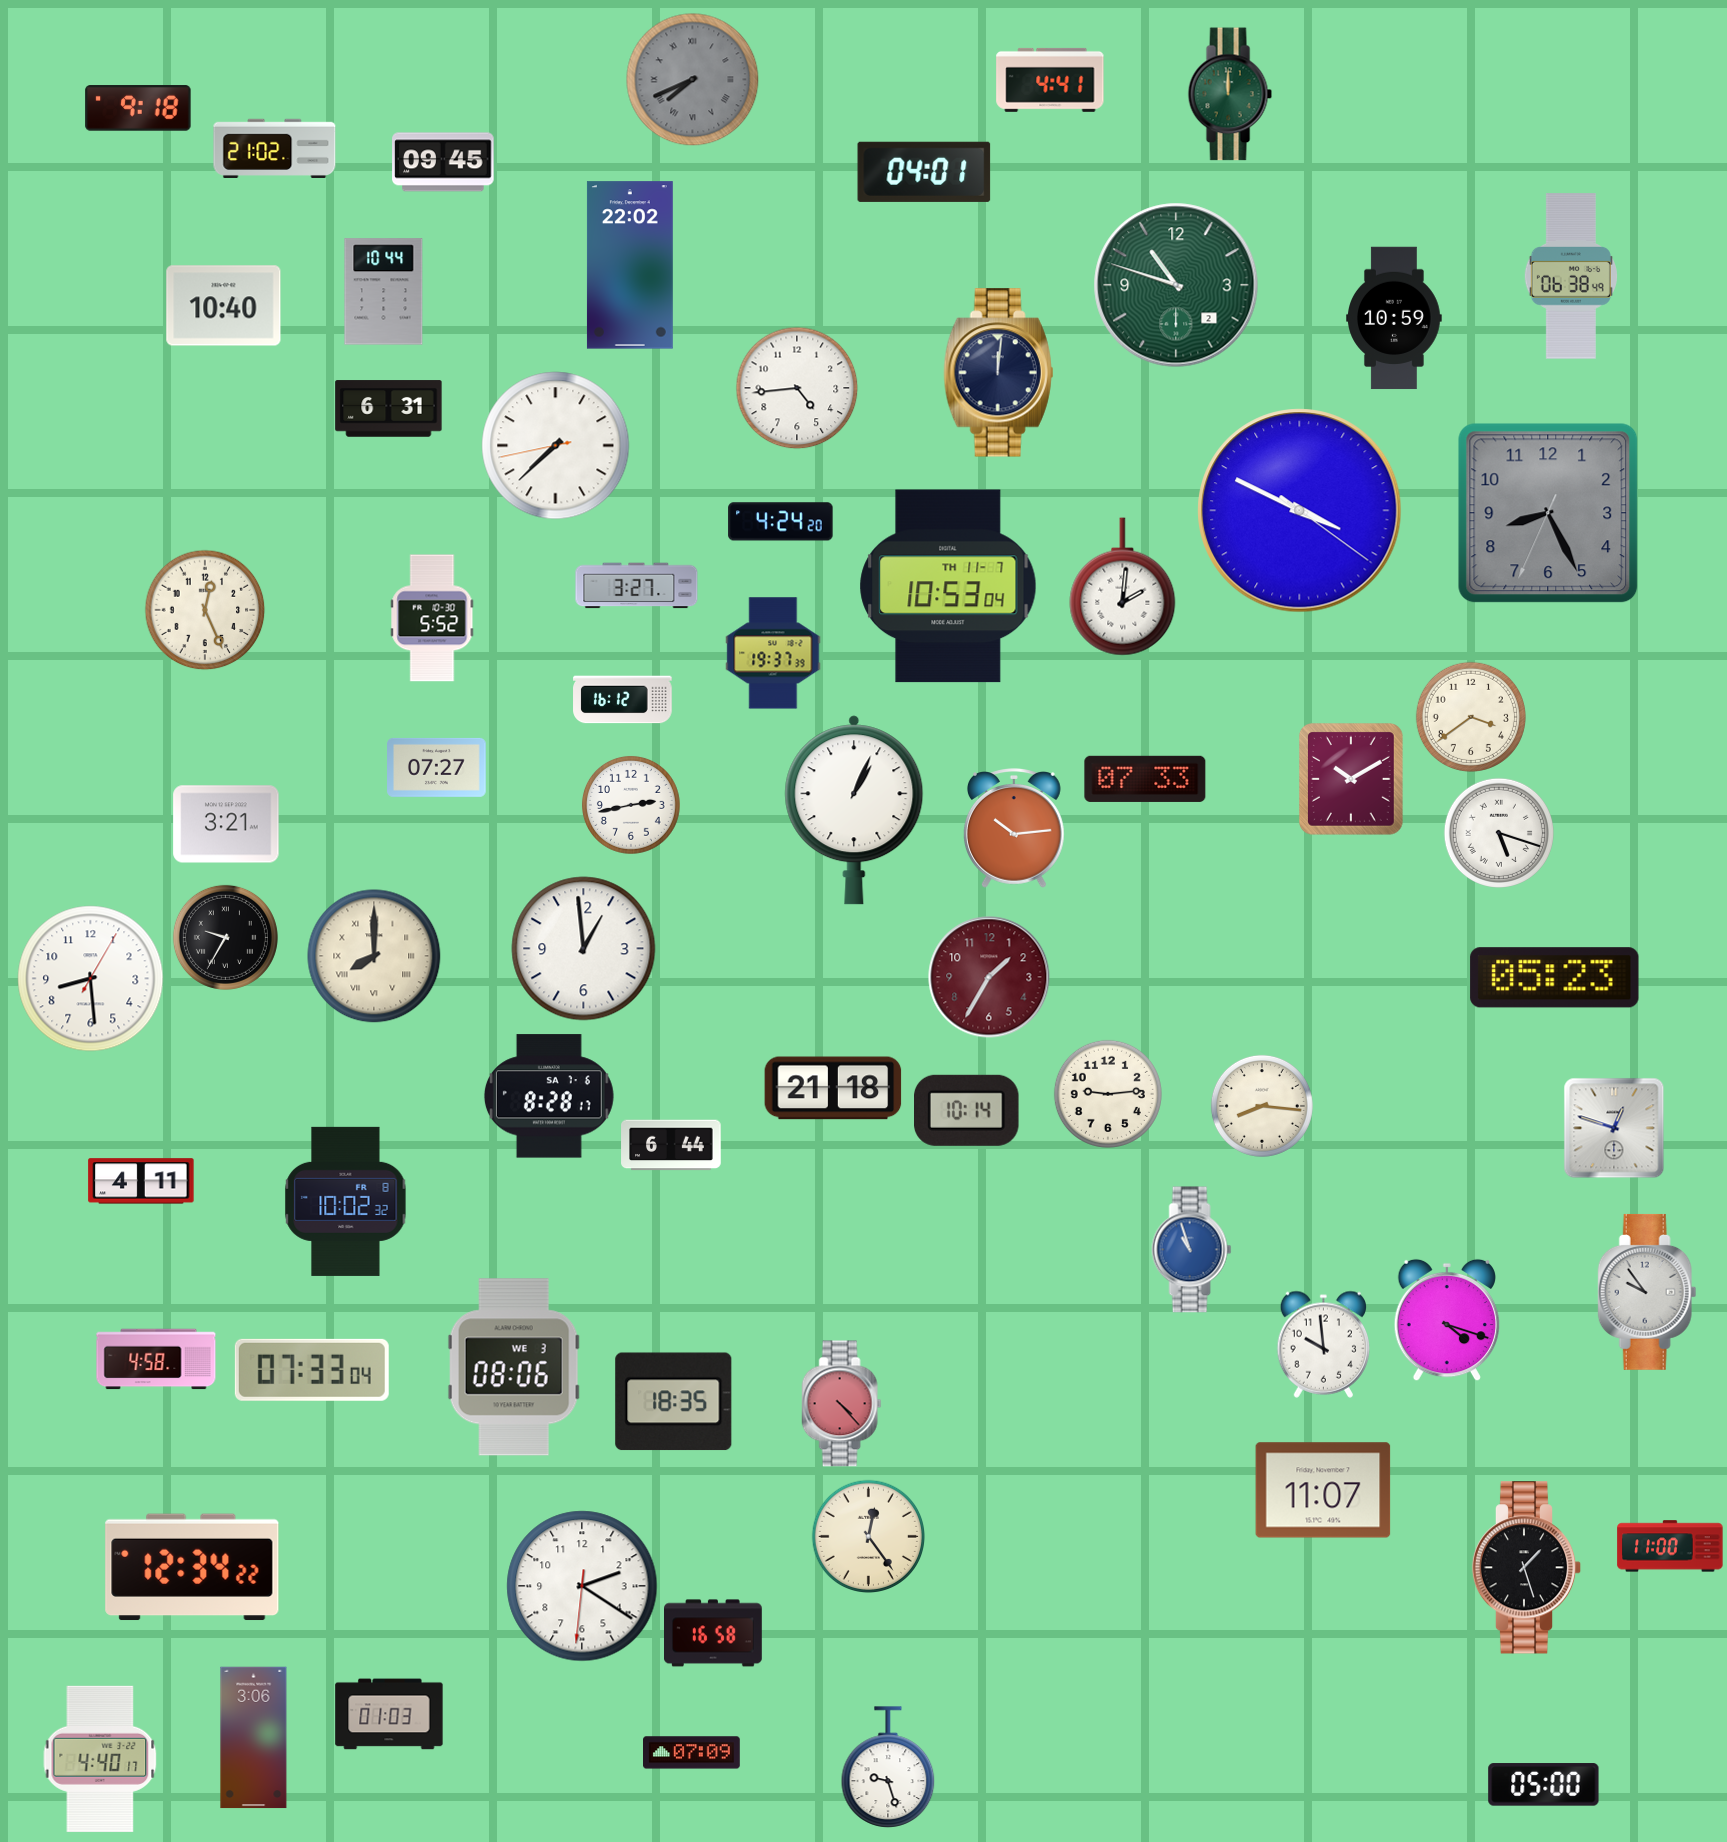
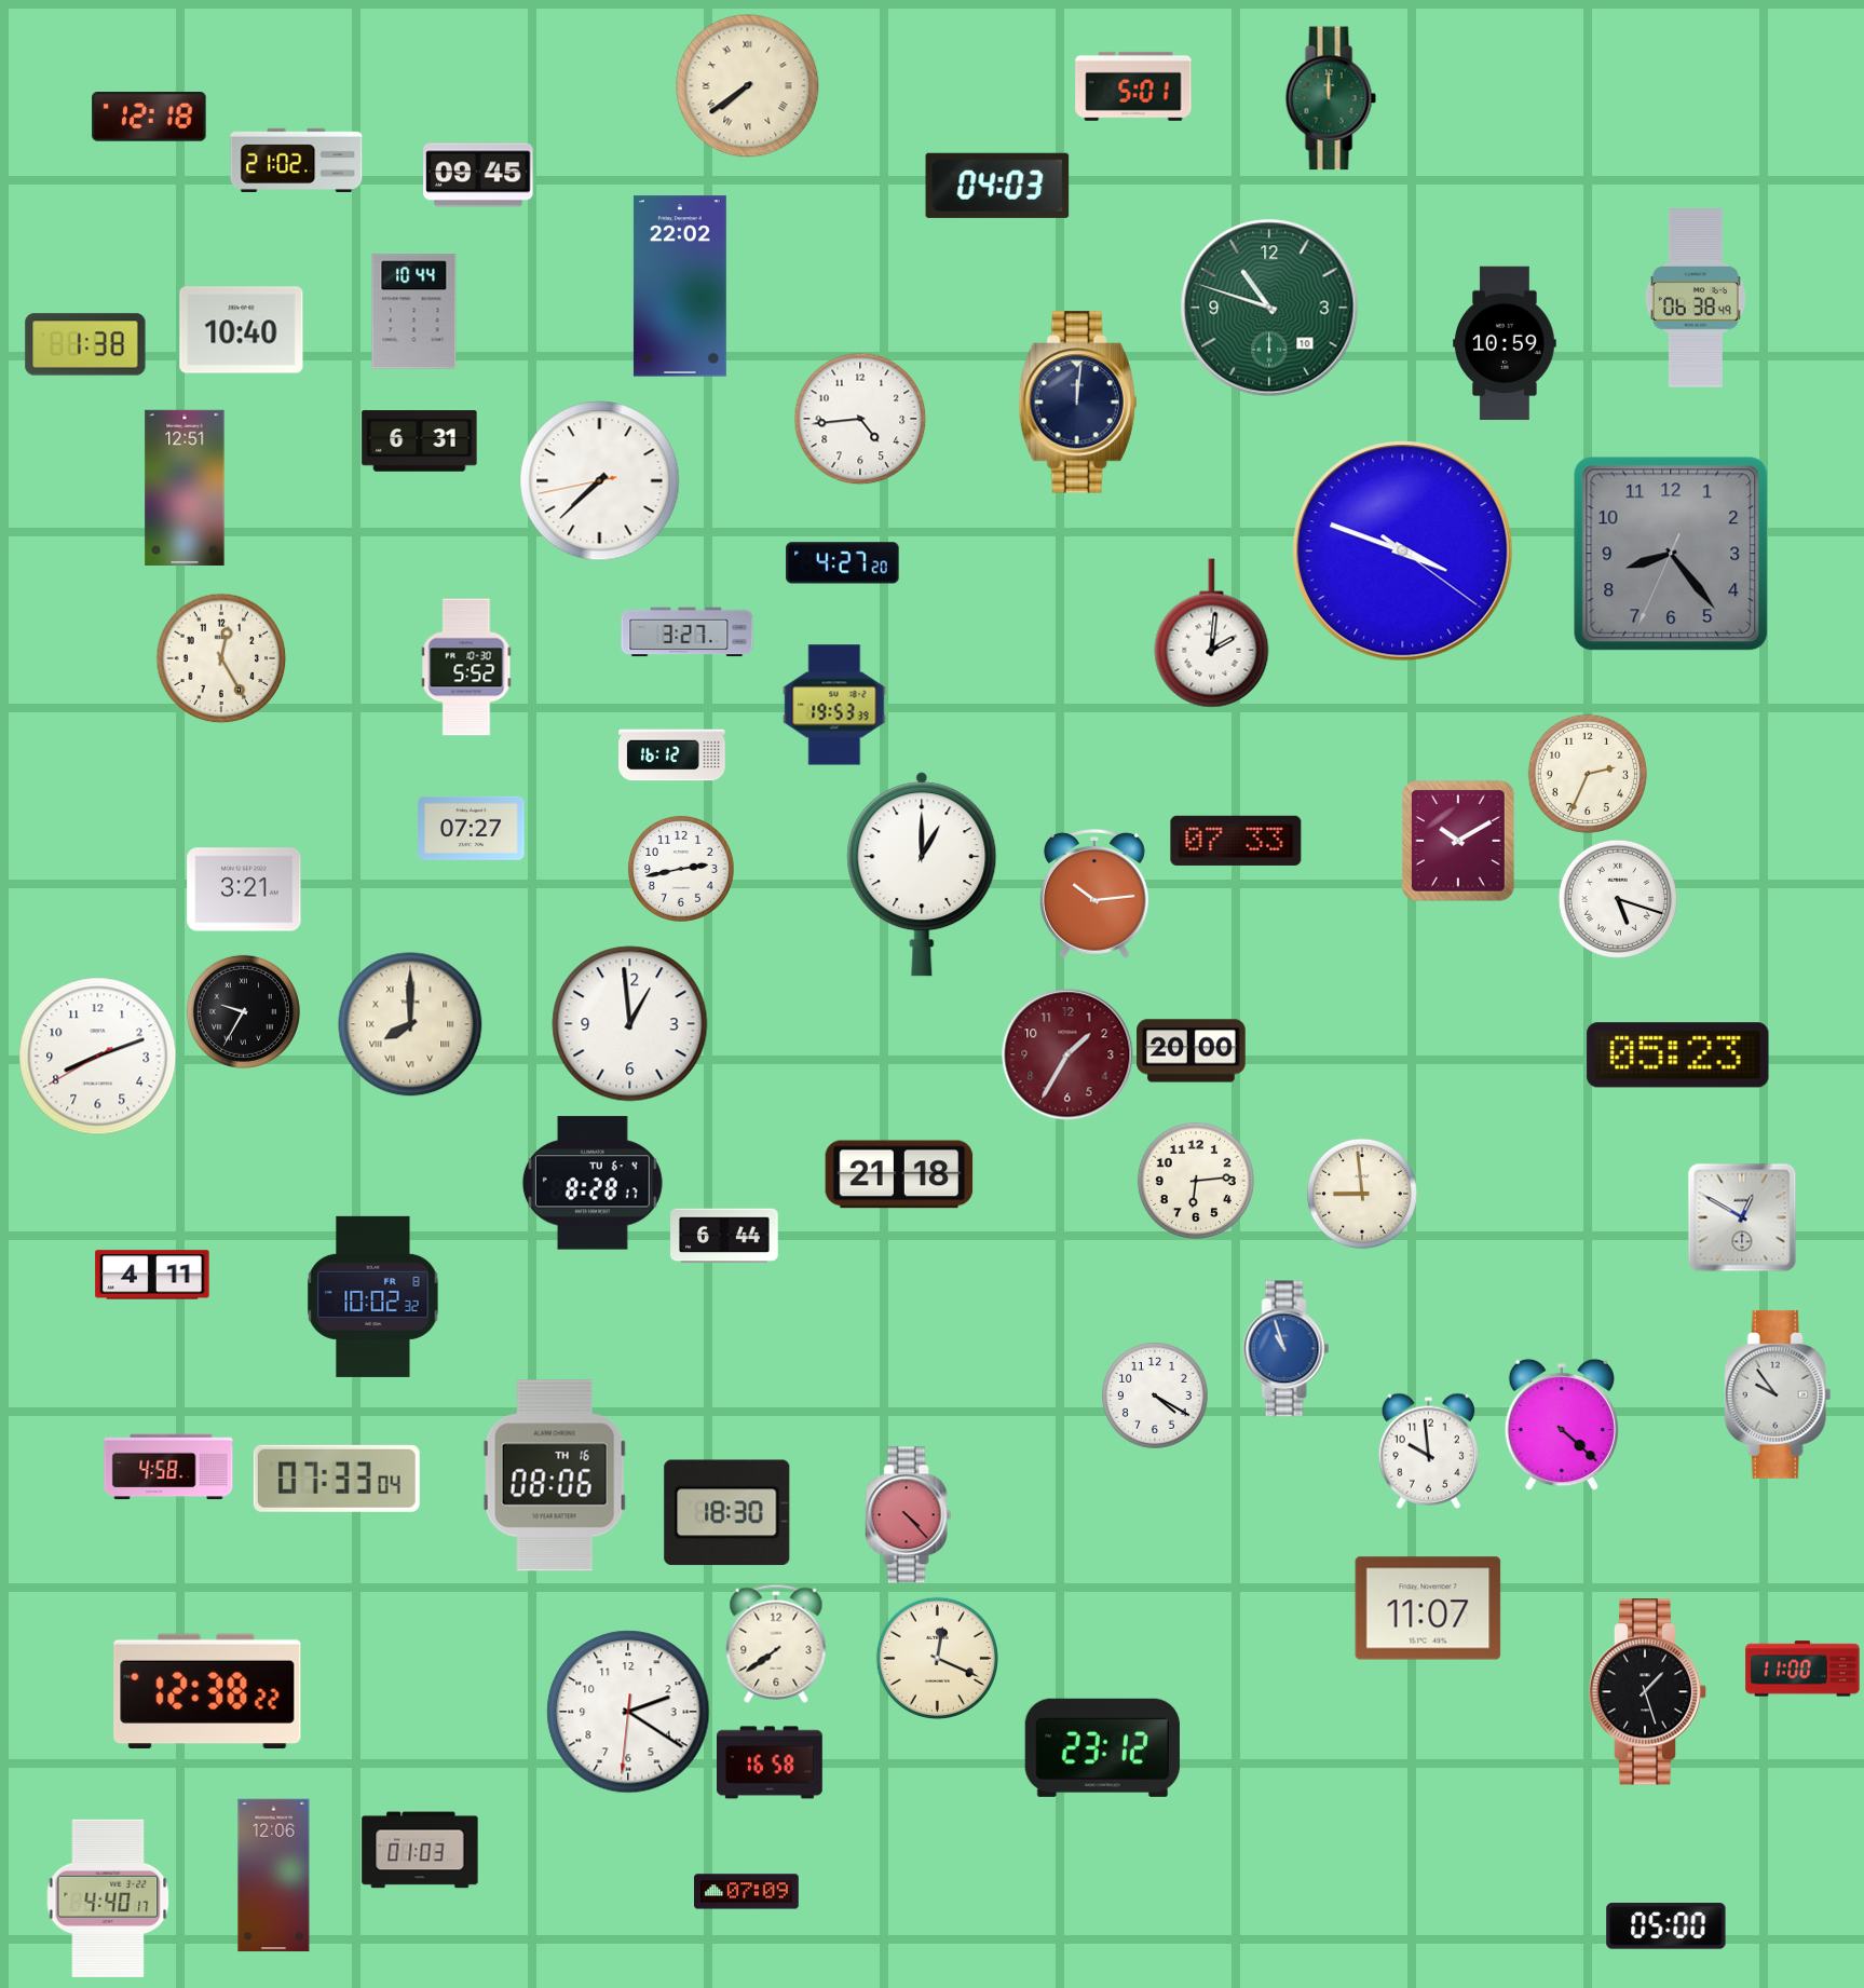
clock at (693, 80): 7:41 -> 7:39
clock at (693, 80) dial: grey -> cream
clock at (1050, 80): 4:41 -> 5:01
clock at (1230, 94) position: (1230, 94) -> (1331, 98)
clock at (138, 108): 9:18 -> 12:18
clock at (924, 172): 04:01 -> 04:03
clock at (1176, 285) date: 2 -> 10
clock at (384, 292) position: (384, 292) -> (414, 312)
clock at (85, 344): none -> 1:38
clock at (185, 487): none -> 12:51
clock at (1300, 511): 3:49 -> 3:48
clock at (1548, 513): 8:25 -> 8:23
clock at (781, 522): 4:24 -> 4:27
clock at (948, 586): 10:53 -> none
clock at (205, 610): 12:26 -> 12:25
clock at (773, 653): 19:37 -> 19:53
clock at (1471, 717): 3:39 -> 2:34
clock at (854, 810): 1:04 -> 1:00
clock at (374, 956) position: (374, 956) -> (410, 1024)
clock at (1192, 1051): none -> 20:00
clock at (91, 979): 8:29 -> 8:11
clock at (1108, 1094): 9:14 -> 6:14
clock at (549, 1096) date: SA 7-6 -> TU 6-4
clock at (1262, 1106): 8:16 -> 8:59
clock at (967, 1110): 10:14 -> none
clock at (1614, 1128): 12:48 -> 12:50
clock at (1155, 1395): none -> 4:20
clock at (1446, 1320): 4:18 -> 4:22
clock at (514, 1367) date: WE 3 -> TH 16
clock at (674, 1402): 18:35 -> 18:30
clock at (776, 1644): none -> 7:39
clock at (868, 1536): 12:24 -> 12:19
clock at (192, 1567): 12:34 -> 12:38
clock at (1102, 1747): none -> 23:12
clock at (254, 1738): 3:06 -> 12:06
clock at (888, 1767): 9:27 -> none
